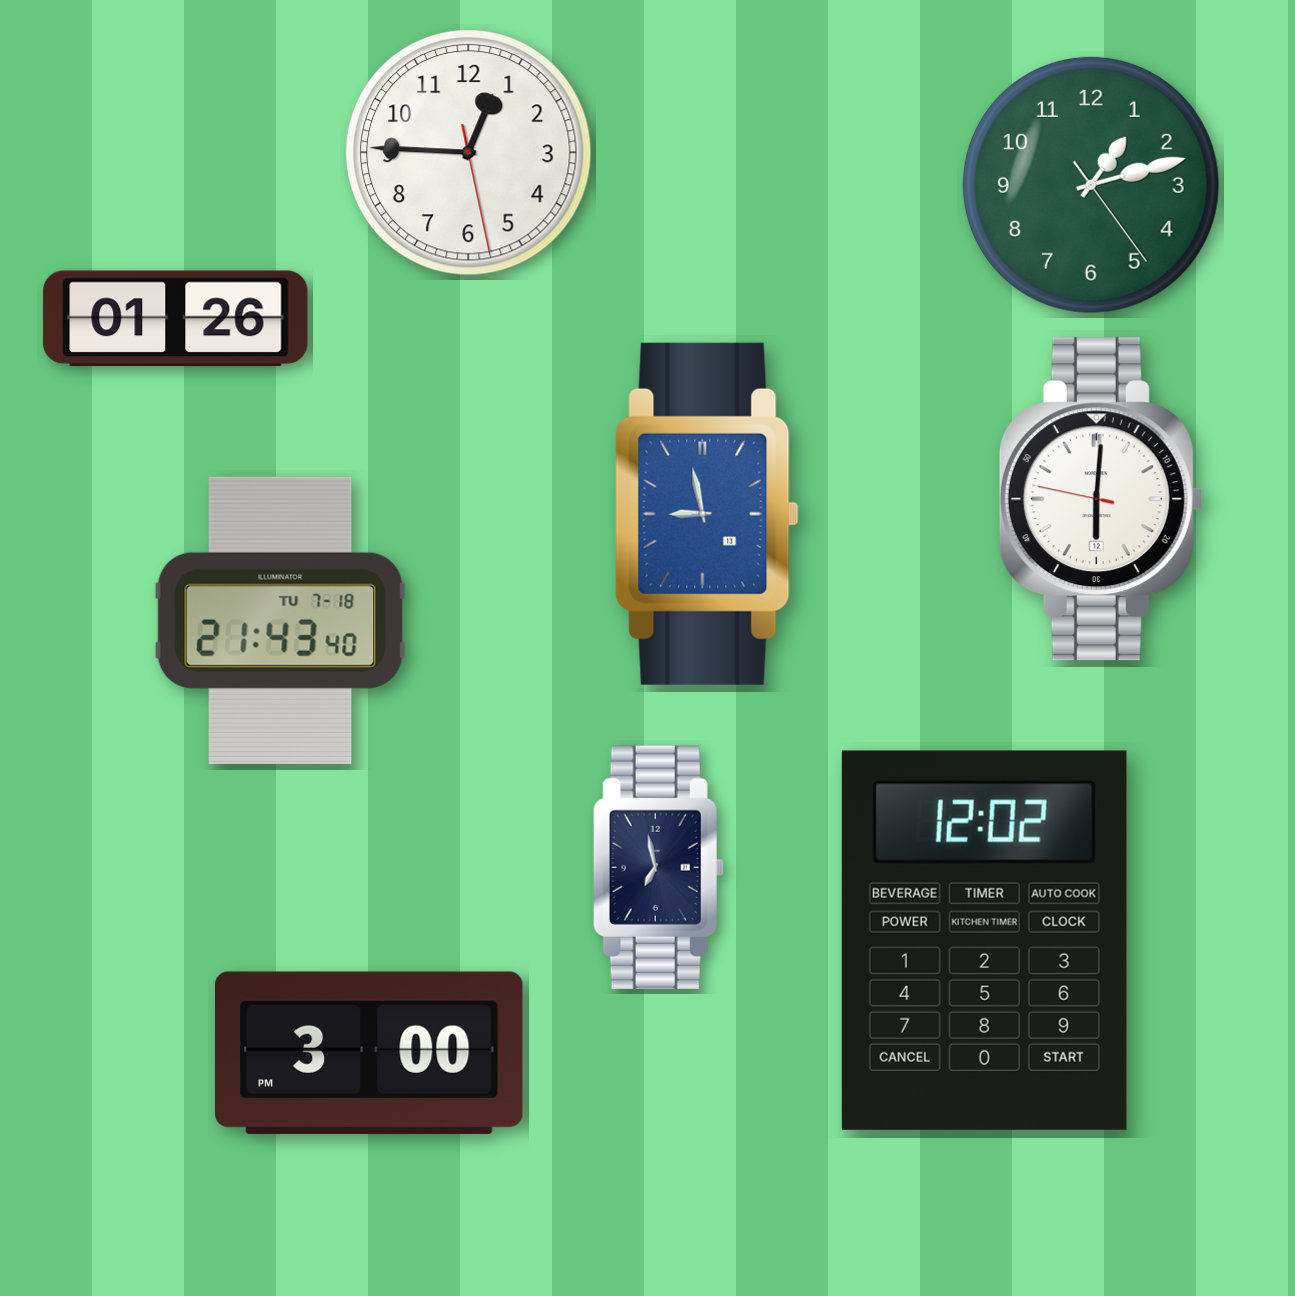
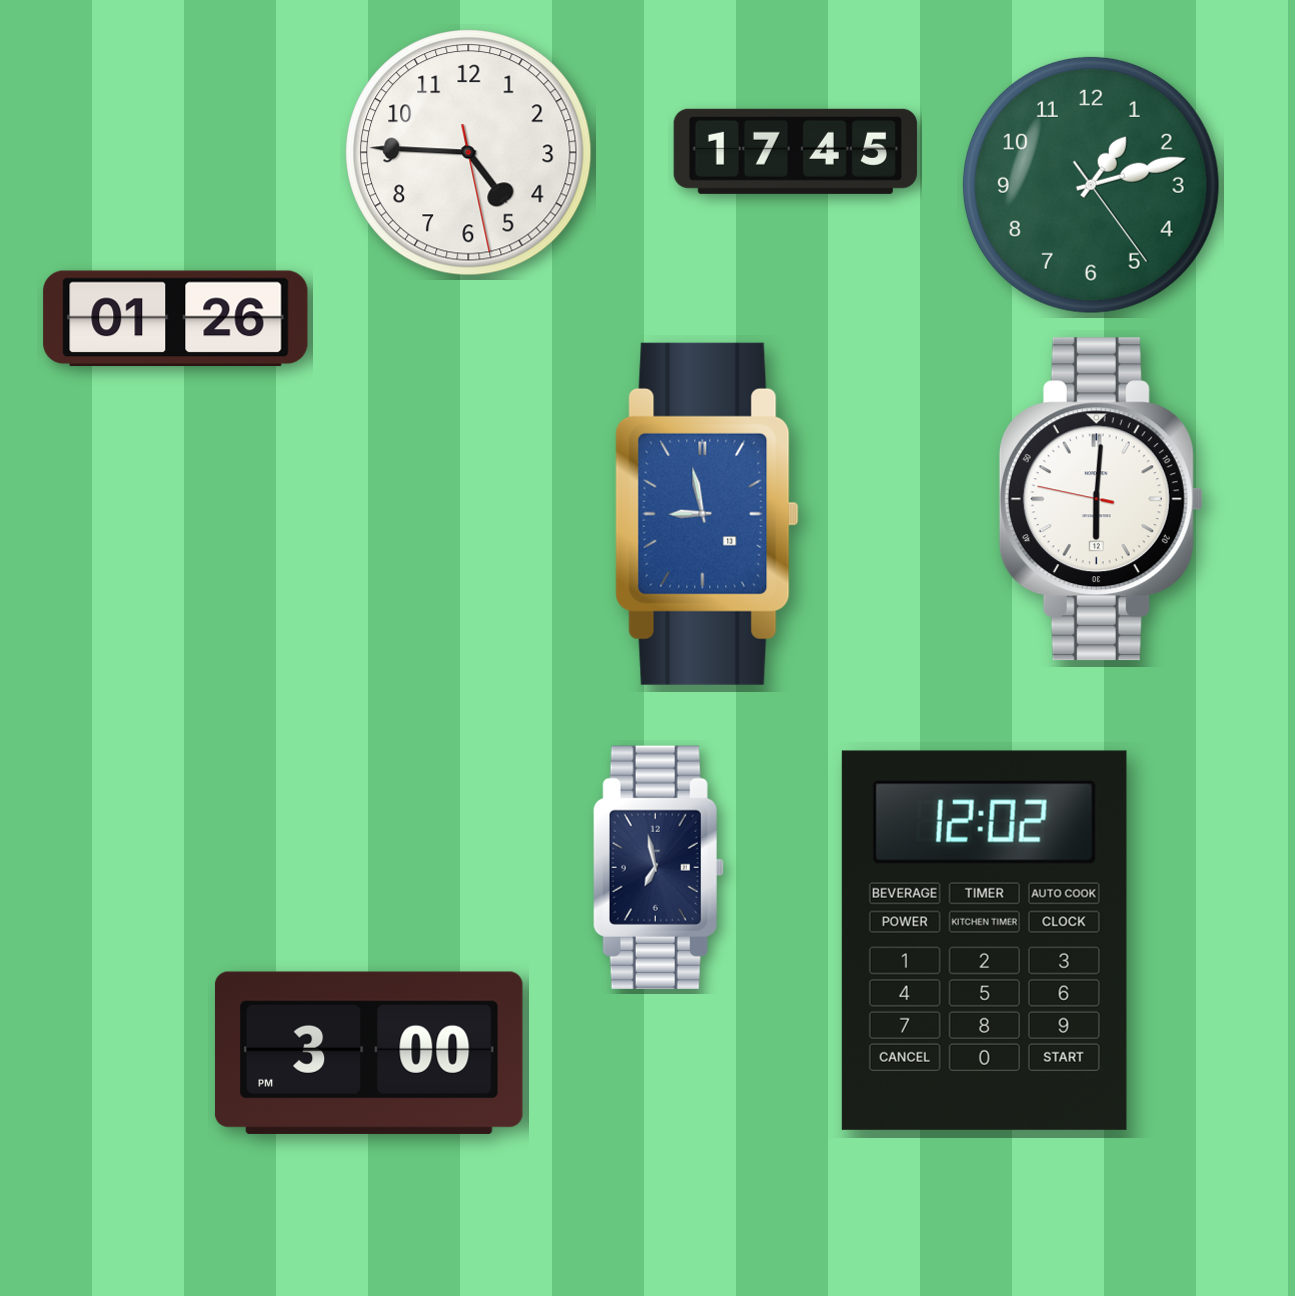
clock at (795, 151): none -> 17:45
clock at (469, 153): 12:45 -> 4:45
clock at (280, 620): 21:43 -> none
